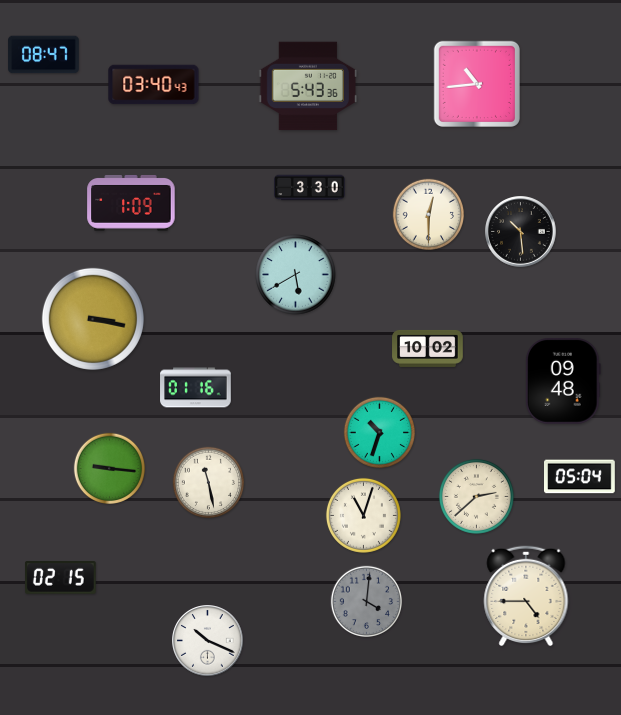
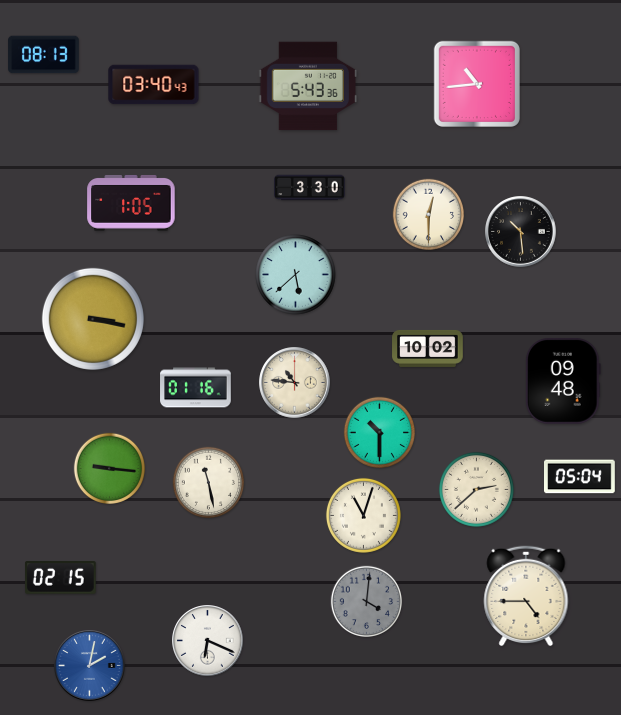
clock at (44, 55): 08:47 -> 08:13
clock at (131, 203): 1:09 -> 1:05
clock at (296, 275): 5:40 -> 5:38
clock at (295, 383): none -> 10:46
clock at (380, 433): 10:33 -> 10:30
clock at (476, 496) position: (476, 496) -> (476, 489)
clock at (208, 641): 10:19 -> 6:19
clock at (90, 666): none -> 2:02
